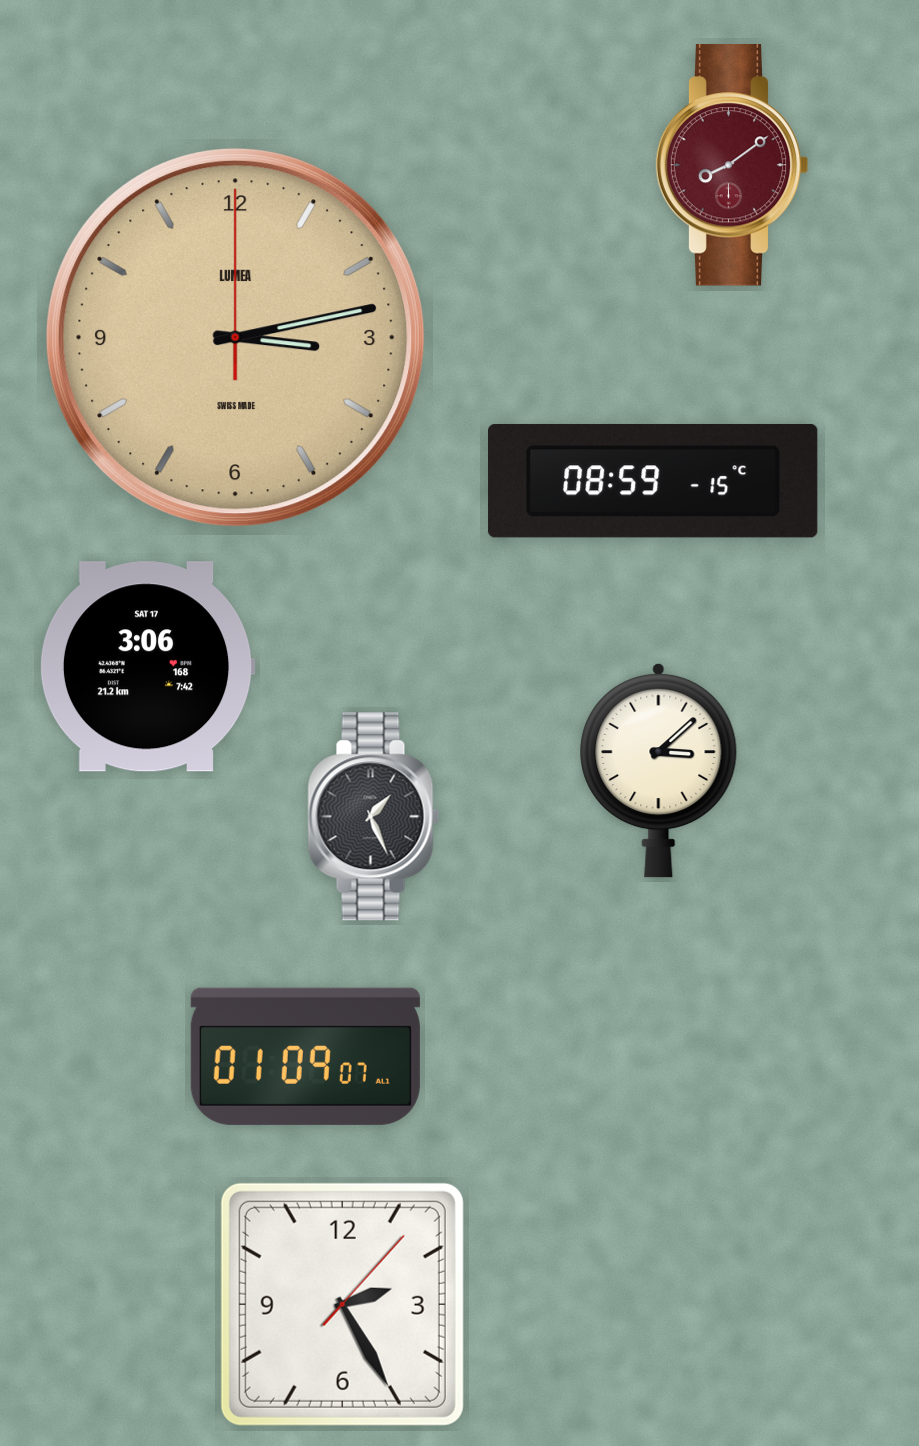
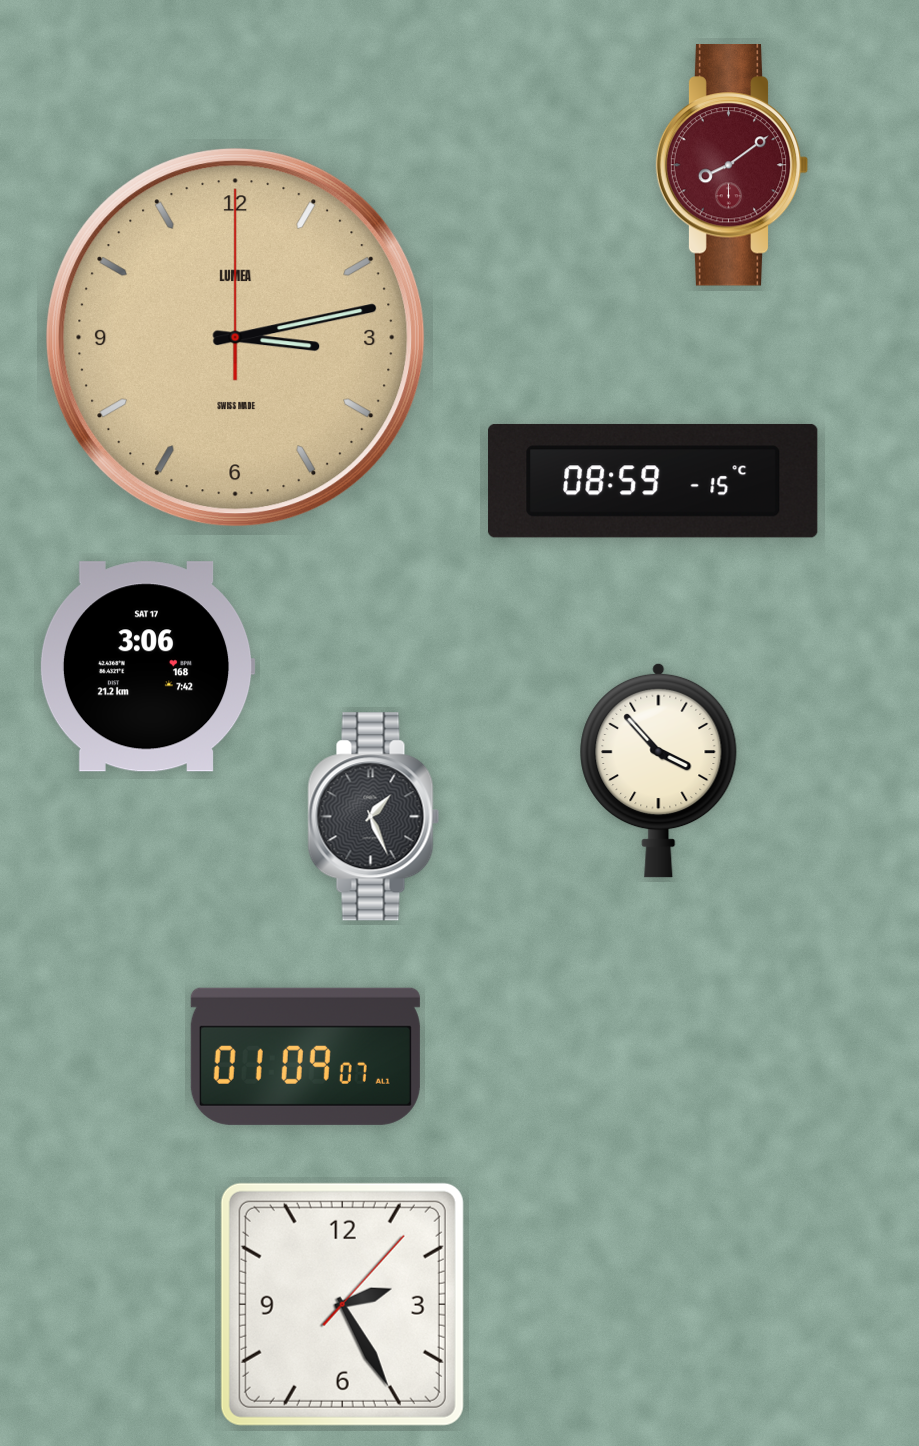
clock at (659, 770): 3:08 -> 3:53
